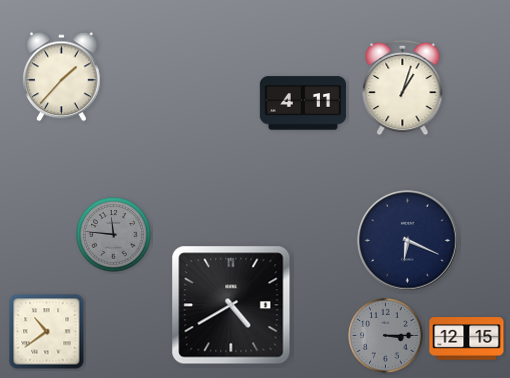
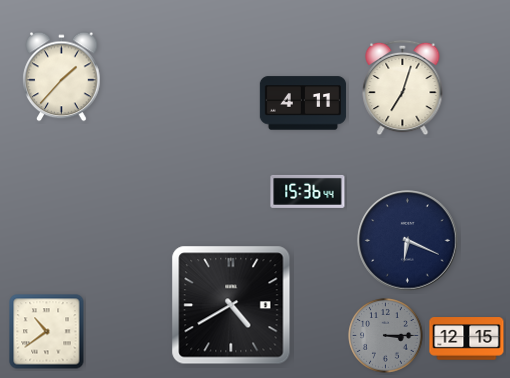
clock at (403, 88): 1:03 -> 7:03
clock at (308, 191): none -> 15:36
clock at (114, 235): 11:46 -> none
